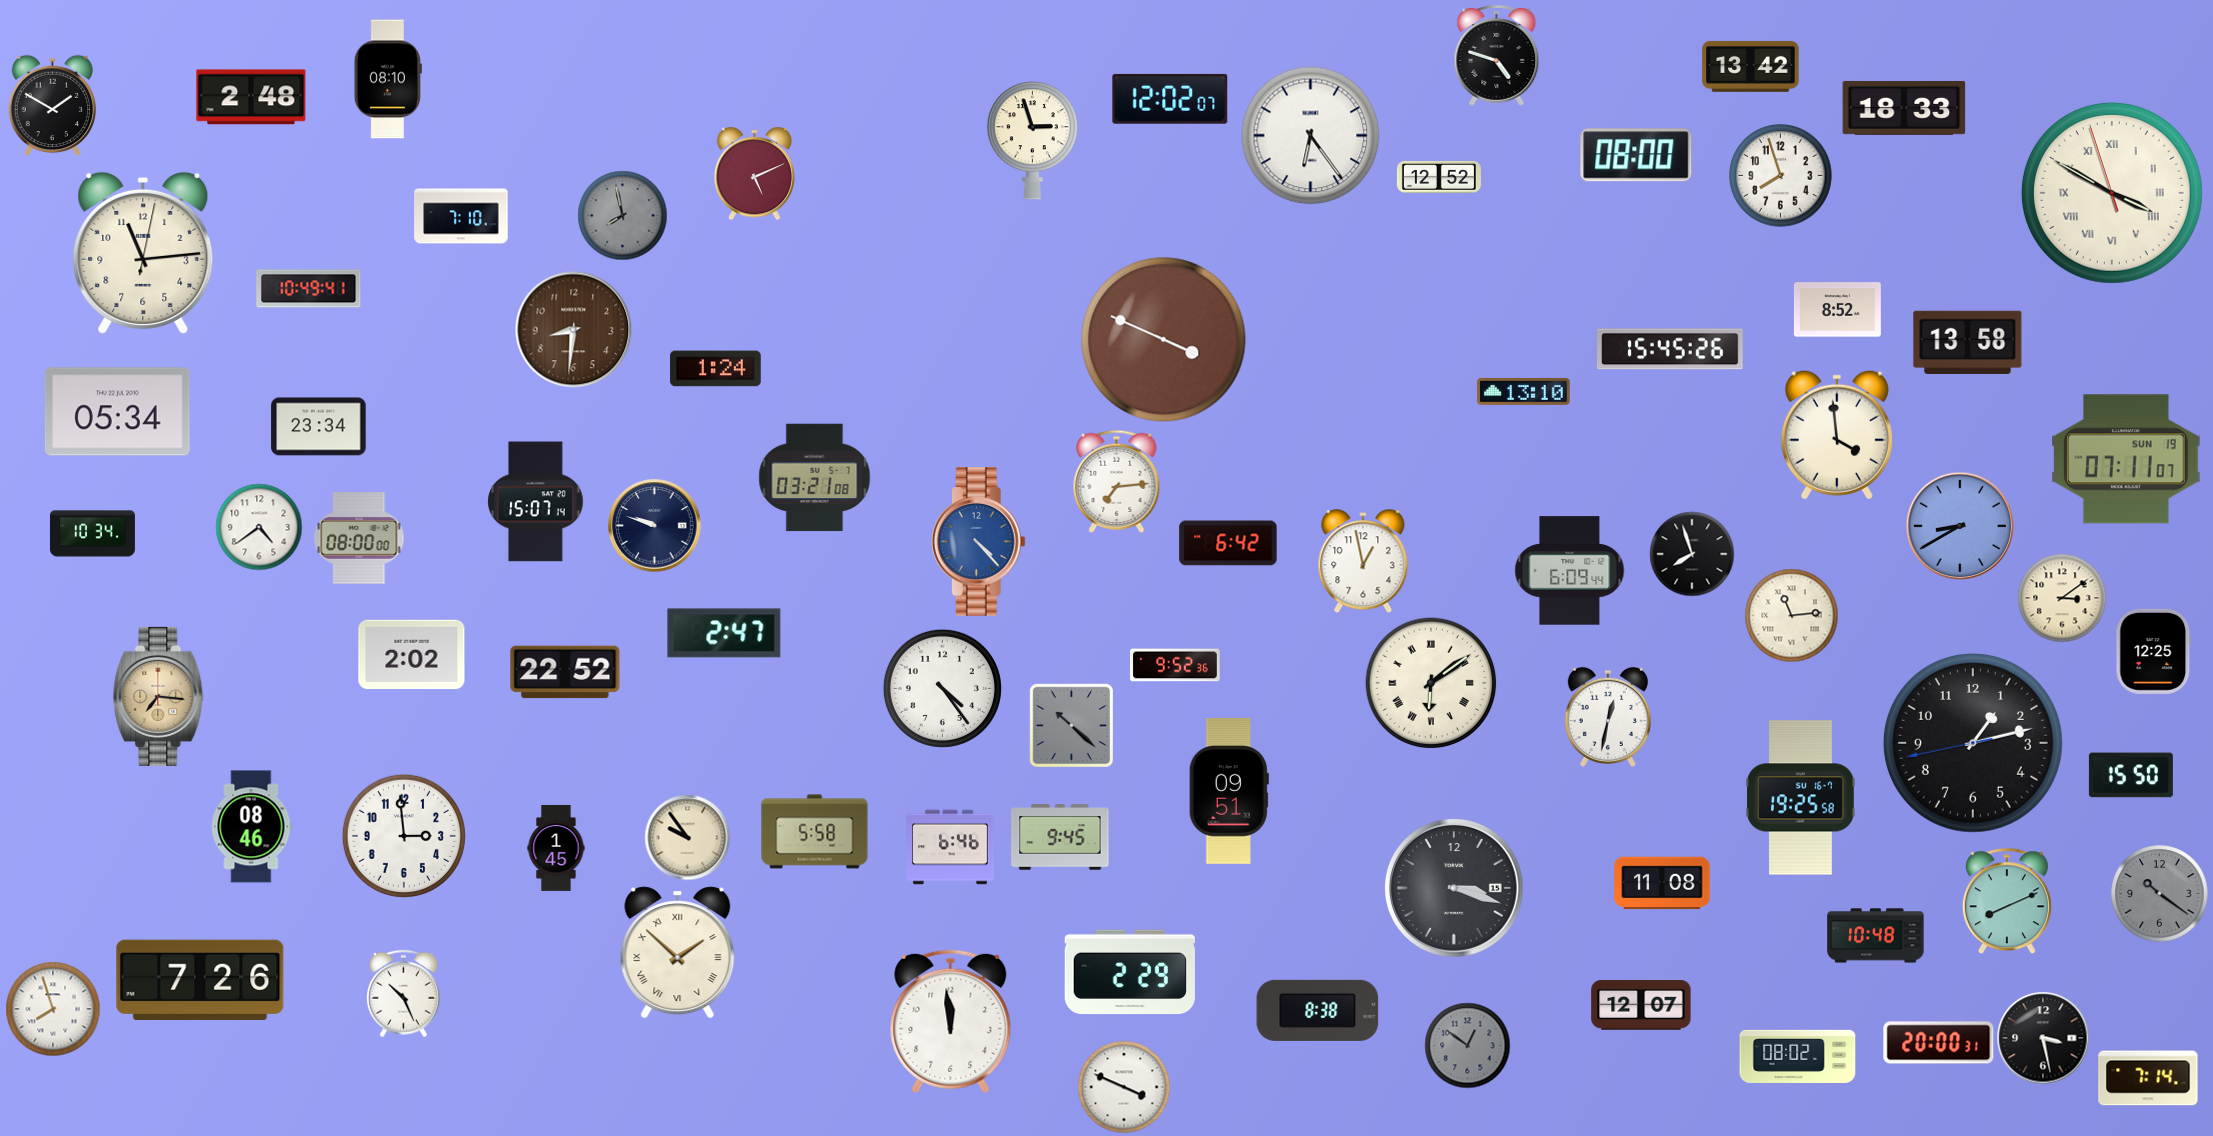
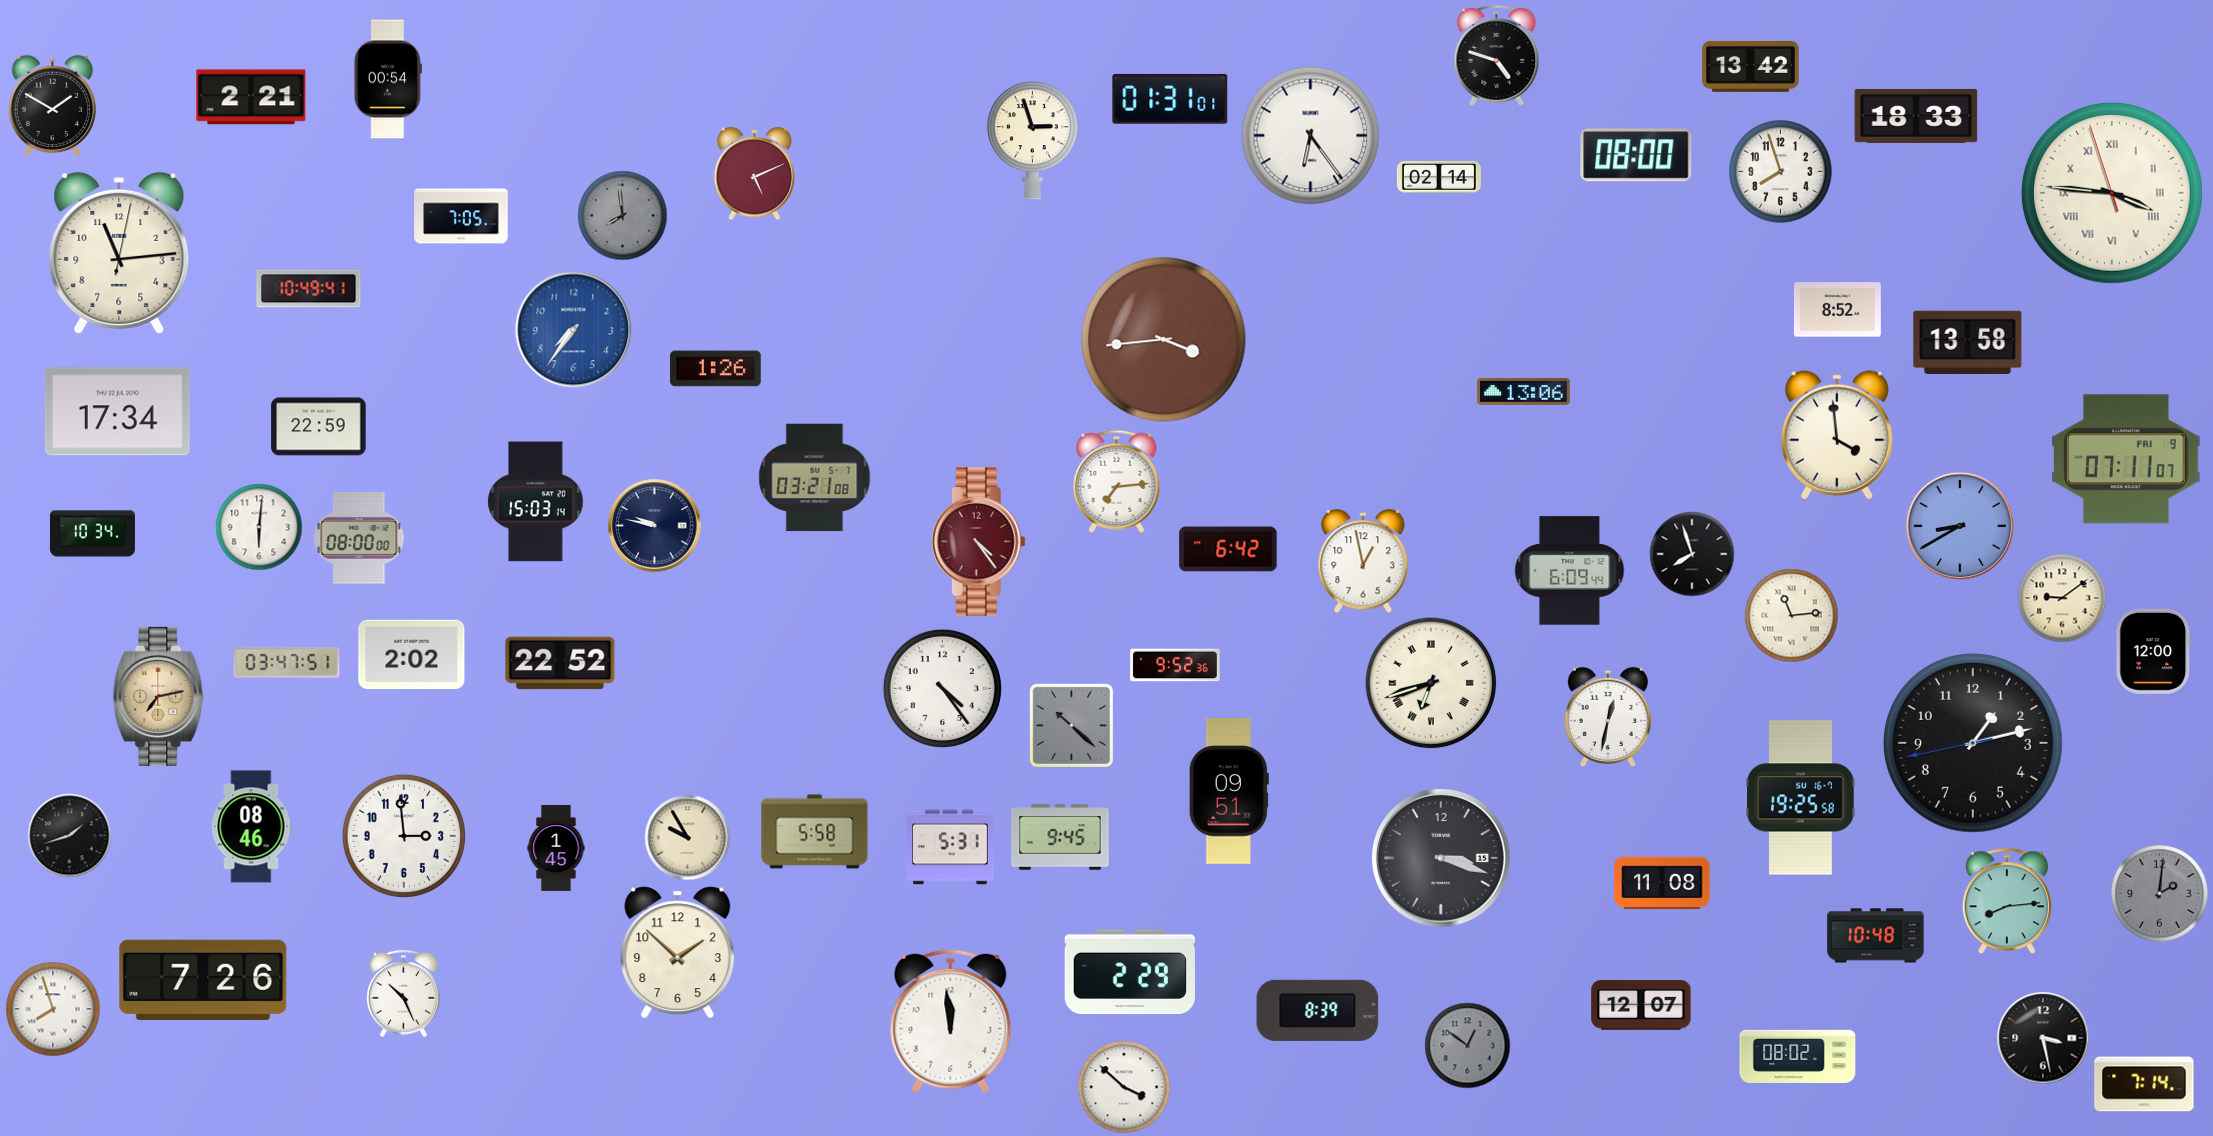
clock at (388, 79): 08:10 -> 00:54
clock at (251, 97): 2:48 -> 2:21
clock at (1170, 99): 12:02 -> 01:31
clock at (1904, 108) position: (1904, 108) -> (1916, 116)
clock at (1781, 176) position: (1781, 176) -> (1781, 172)
clock at (1439, 177): 12:52 -> 02:14
clock at (2112, 193): 3:49 -> 3:45
clock at (622, 215): 7:58 -> 7:59
clock at (461, 216): 7:10 -> 7:05
clock at (143, 253) position: (143, 253) -> (119, 253)
clock at (573, 329): 8:31 -> 7:36
clock at (573, 329) dial: brown -> blue
clock at (1164, 340): 3:49 -> 3:44
clock at (1671, 349): 15:45 -> none
clock at (716, 369): 1:24 -> 1:26
clock at (1524, 391): 13:10 -> 13:06
clock at (117, 412): 05:34 -> 17:34
clock at (319, 427): 23:34 -> 22:59
clock at (2126, 459) date: SUN 19 -> FRI 9
clock at (536, 502): 15:07 -> 15:03
clock at (654, 525): 9:48 -> 9:47
clock at (259, 527): 4:39 -> 6:01
clock at (978, 542): 4:23 -> 4:24
clock at (978, 542) dial: blue -> burgundy
clock at (1228, 543) position: (1228, 543) -> (1228, 549)
clock at (2062, 598): 3:09 -> 9:09
clock at (724, 633): 2:47 -> none
clock at (2154, 651): 12:25 -> 12:00
clock at (287, 663): none -> 03:47
clock at (565, 672) position: (565, 672) -> (560, 663)
clock at (1431, 683): 6:09 -> 6:42
clock at (159, 696): 7:16 -> 7:13
clock at (2131, 775): 15:50 -> none
clock at (69, 835): none -> 1:42
clock at (687, 837): 9:54 -> 9:55
clock at (951, 847): 6:46 -> 5:31
clock at (1455, 889) position: (1455, 889) -> (1442, 859)
clock at (2160, 894): 10:21 -> 2:01
clock at (2007, 901): 8:11 -> 8:14
clock at (678, 953) numerals: Roman -> Arabic
clock at (200, 980) position: (200, 980) -> (203, 980)
clock at (1318, 1010): 8:38 -> 8:39
clock at (1939, 1043): 20:00 -> none
clock at (2148, 1078) position: (2148, 1078) -> (2144, 1084)
clock at (1124, 1087): 3:49 -> 3:52
